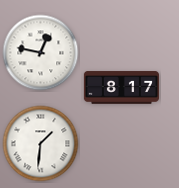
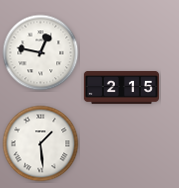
clock at (121, 88): 8:17 -> 2:15
clock at (41, 144): 1:31 -> 1:29
